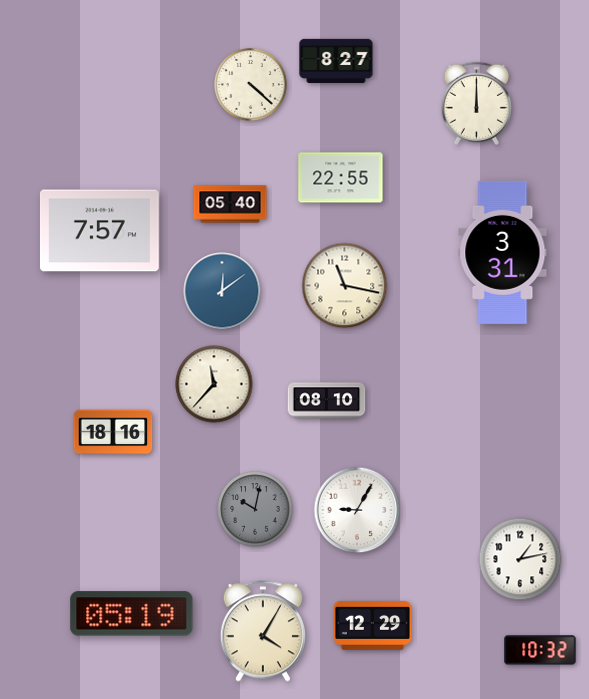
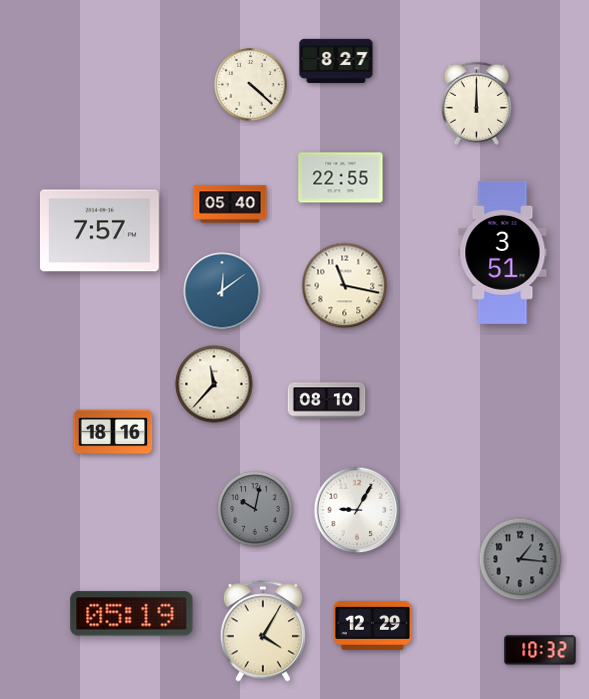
clock at (503, 252): 3:31 -> 3:51
clock at (520, 559): 1:13 -> 1:16
clock at (520, 559) dial: white -> grey
